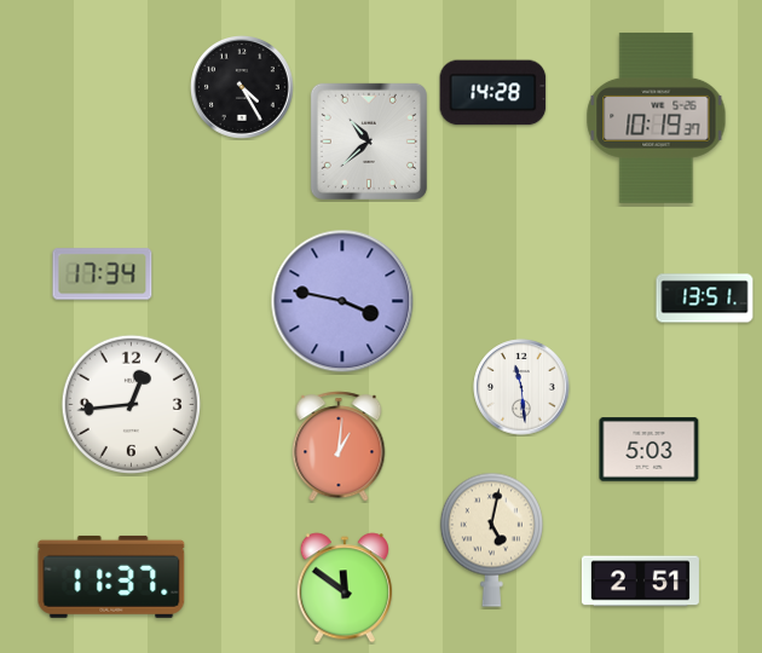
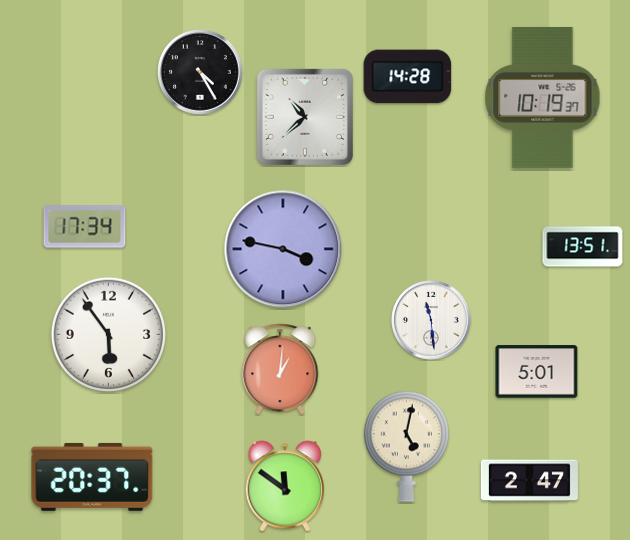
clock at (131, 404): 12:44 -> 5:54
clock at (650, 450): 5:03 -> 5:01
clock at (111, 577): 11:37 -> 20:37
clock at (640, 582): 2:51 -> 2:47
